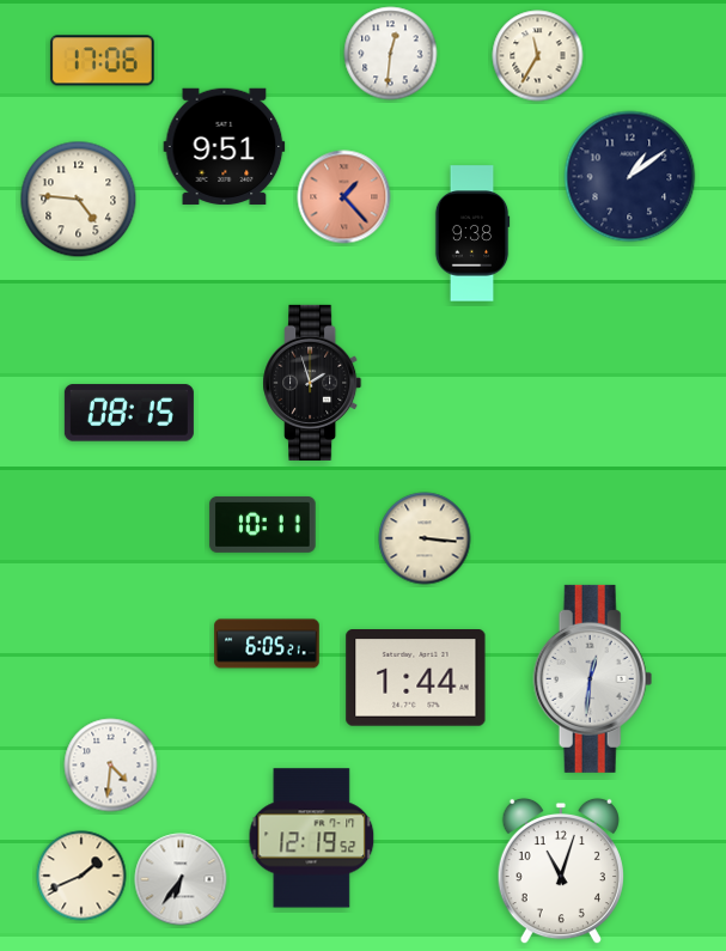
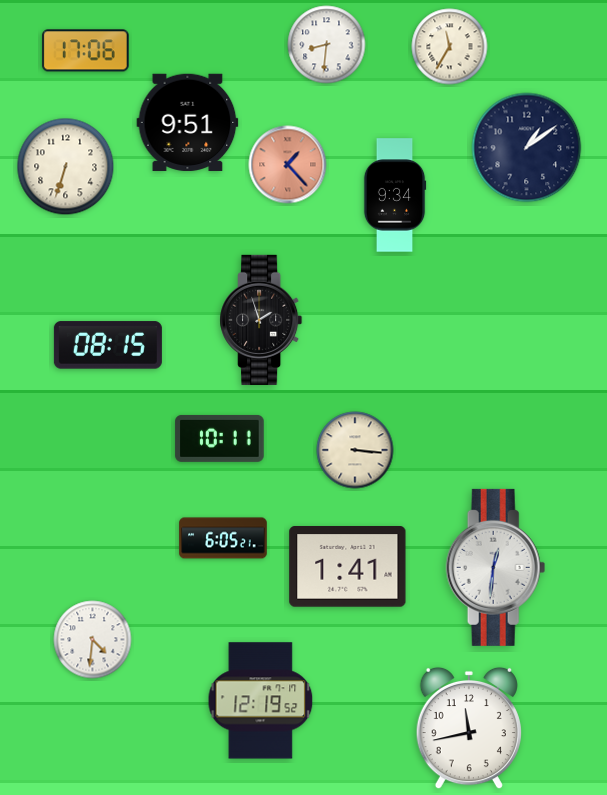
clock at (391, 54): 12:31 -> 8:31
clock at (79, 200): 4:46 -> 6:33
clock at (472, 233): 9:38 -> 9:34
clock at (416, 678): 1:44 -> 1:41
clock at (561, 871): 11:03 -> 11:43
clock at (81, 876): 1:41 -> none
clock at (181, 879): 6:36 -> none
